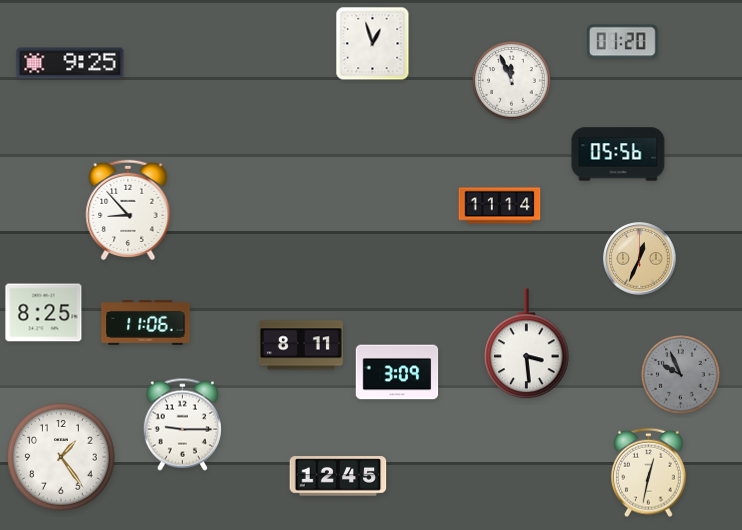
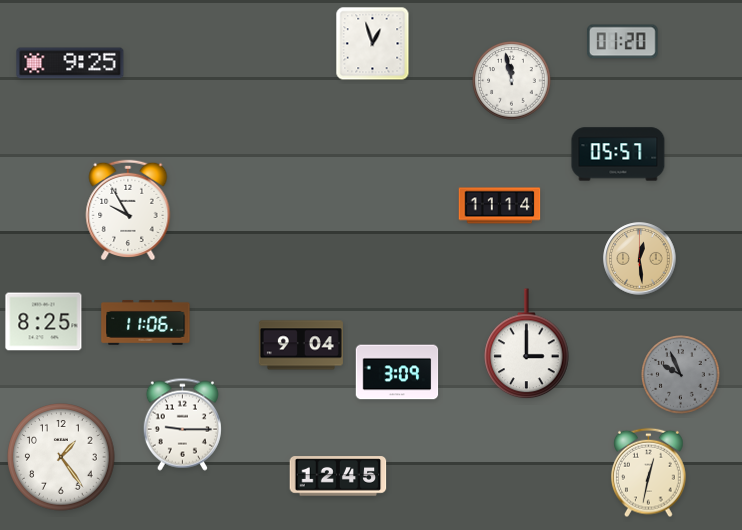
clock at (512, 81): 11:56 -> 11:58
clock at (618, 154): 05:56 -> 05:57
clock at (128, 210): 8:53 -> 9:55
clock at (640, 259): 12:34 -> 12:29
clock at (44, 313) position: (44, 313) -> (44, 322)
clock at (527, 344): 3:29 -> 3:00
clock at (301, 345): 8:11 -> 9:04
